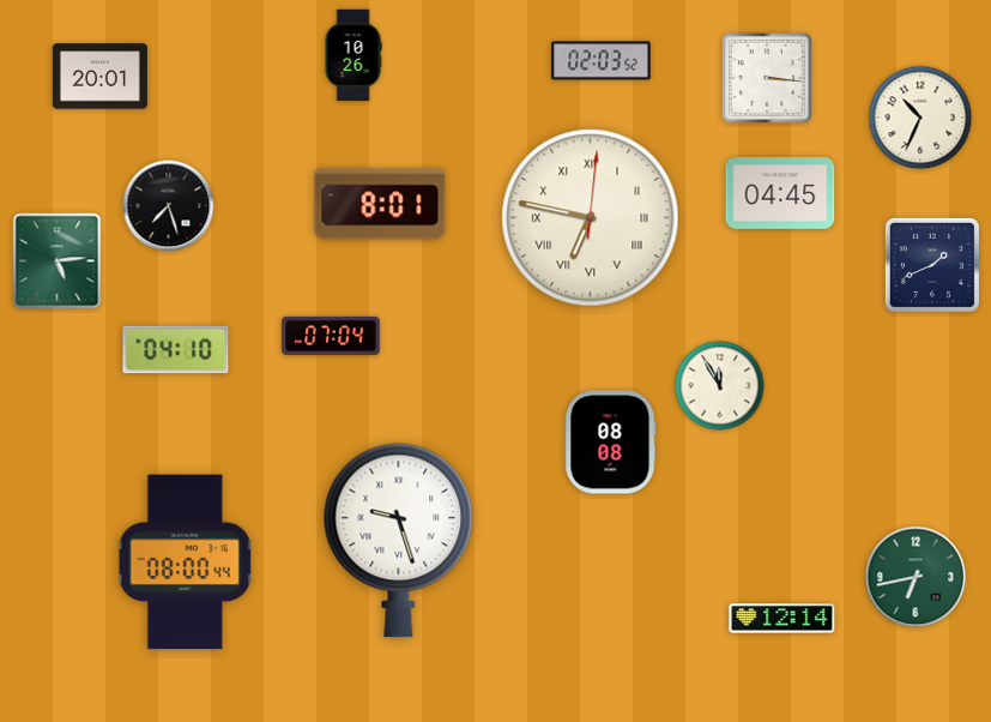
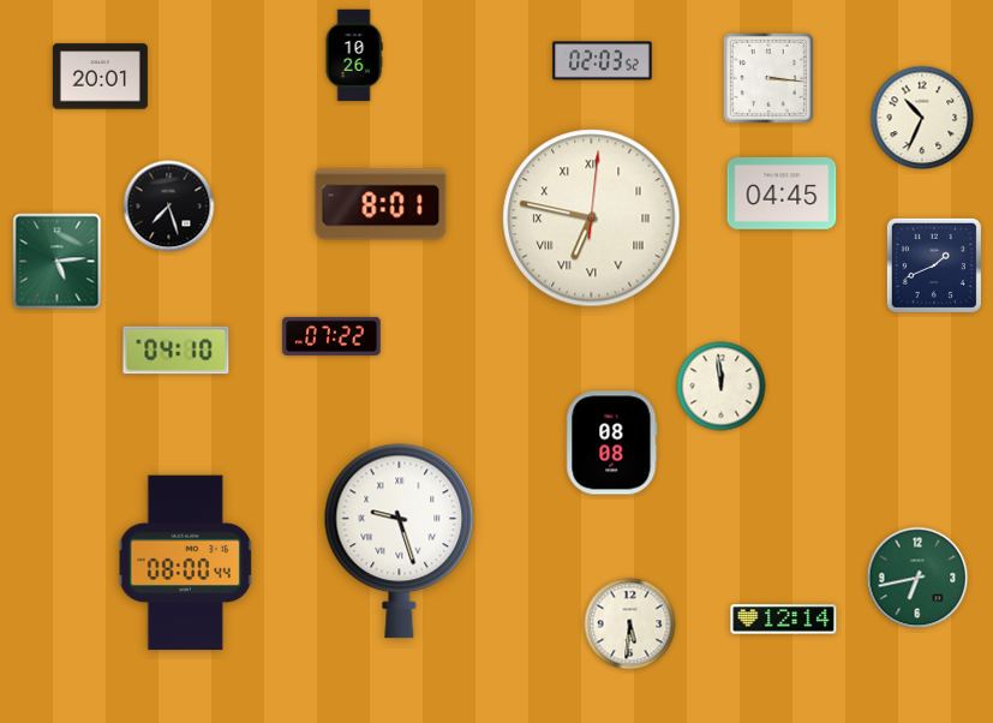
clock at (331, 336): 07:04 -> 07:22
clock at (720, 386): 11:55 -> 11:59
clock at (630, 625): none -> 5:31
